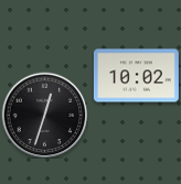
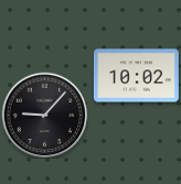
clock at (44, 115): 12:33 -> 9:07
